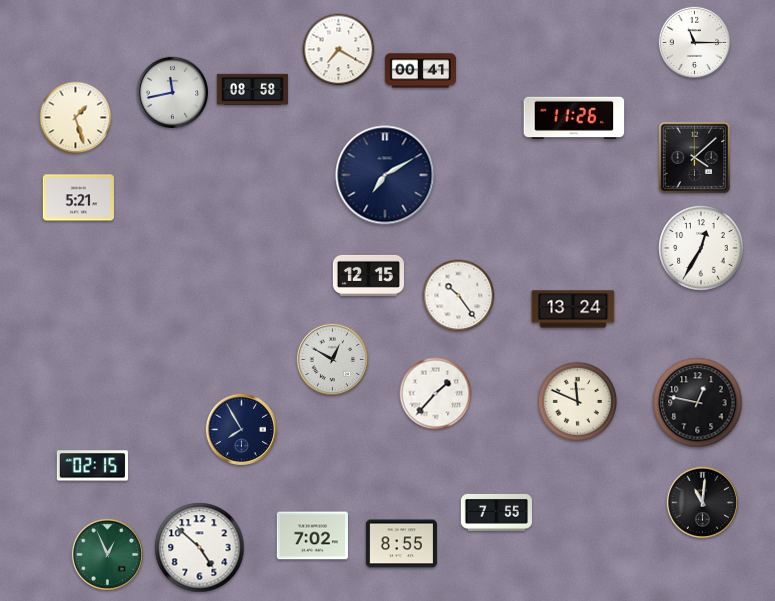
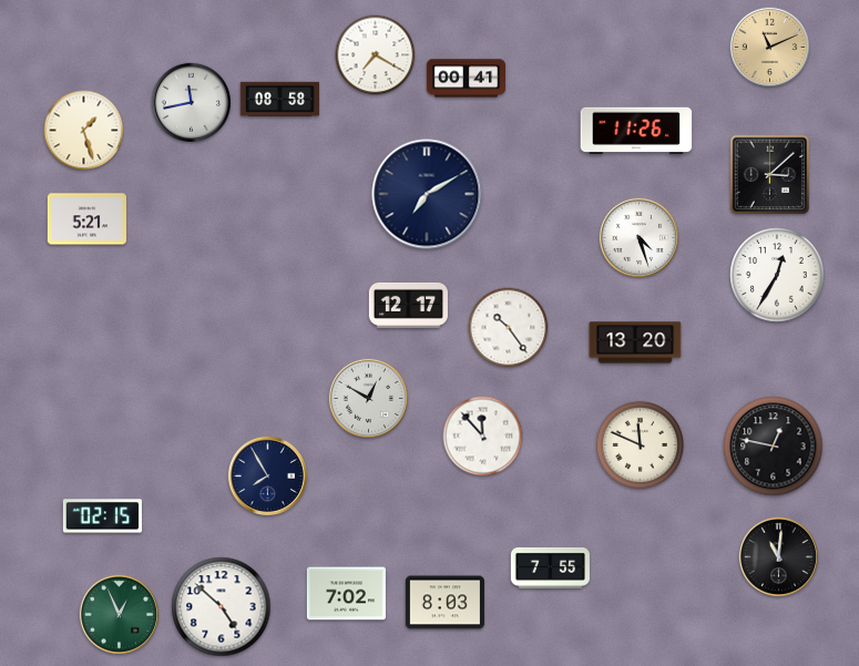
clock at (694, 42): 11:15 -> 11:11
clock at (694, 42) dial: white -> champagne
clock at (695, 158): 4:08 -> 3:08
clock at (638, 237): none -> 4:27
clock at (368, 275): 12:15 -> 12:17
clock at (573, 309): 13:24 -> 13:20
clock at (436, 394): 1:37 -> 11:53
clock at (401, 544): 8:55 -> 8:03
